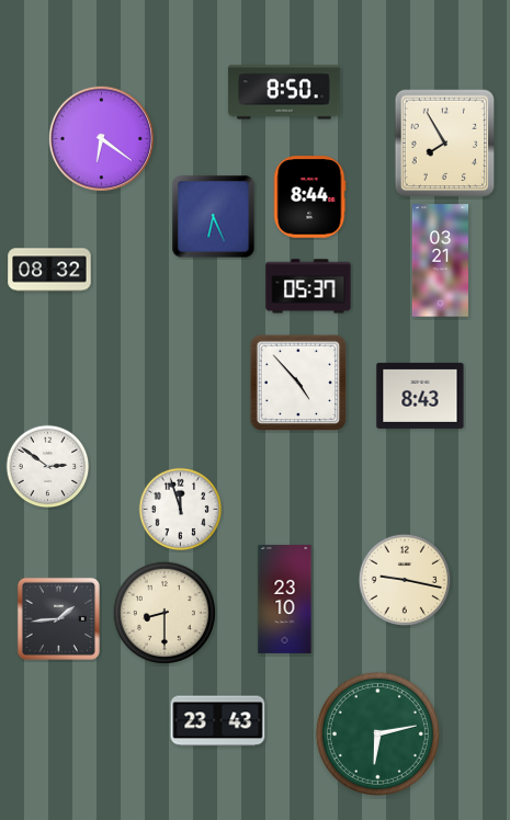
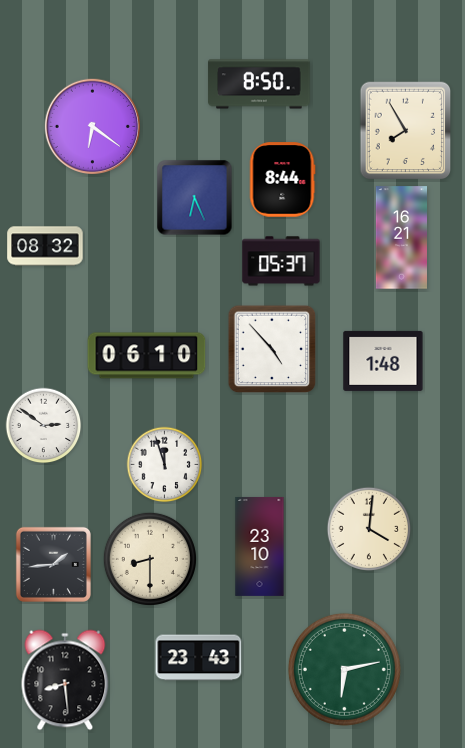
clock at (440, 261): 03:21 -> 16:21
clock at (147, 356): none -> 06:10
clock at (420, 396): 8:43 -> 1:48
clock at (404, 579): 9:17 -> 4:01
clock at (65, 680): none -> 8:29
